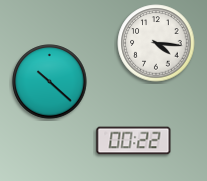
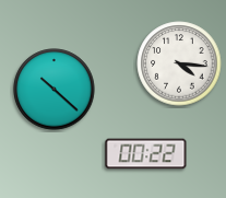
clock at (156, 43) position: (156, 43) -> (179, 63)
